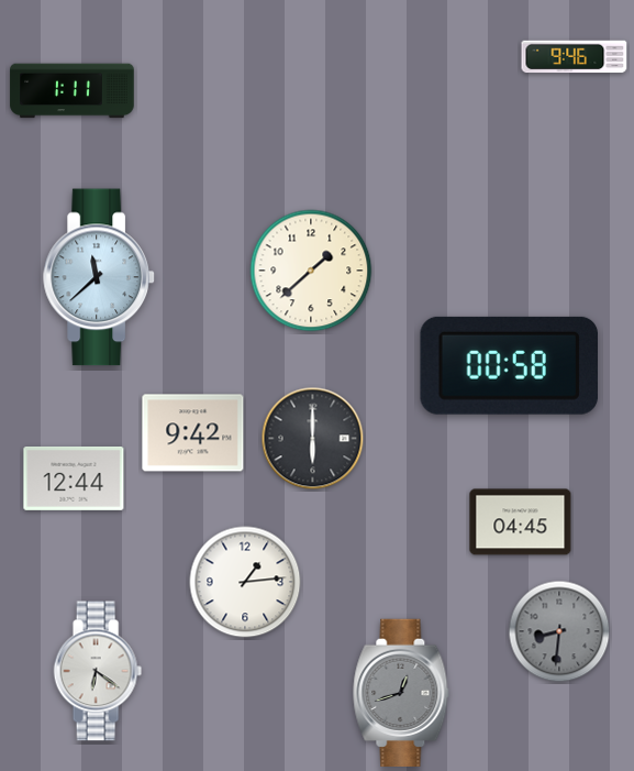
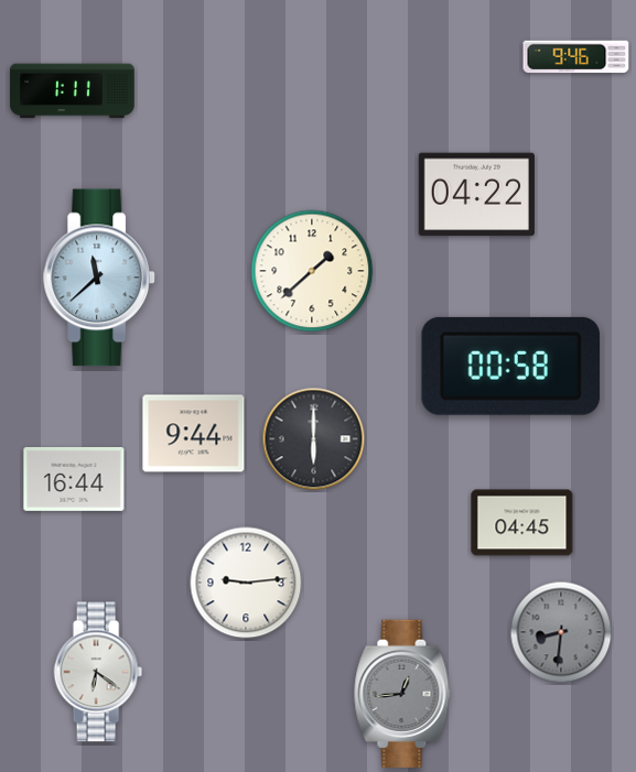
clock at (476, 195): none -> 04:22
clock at (193, 433): 9:42 -> 9:44
clock at (74, 478): 12:44 -> 16:44
clock at (245, 582): 1:14 -> 9:14
clock at (401, 692): 12:42 -> 12:44
